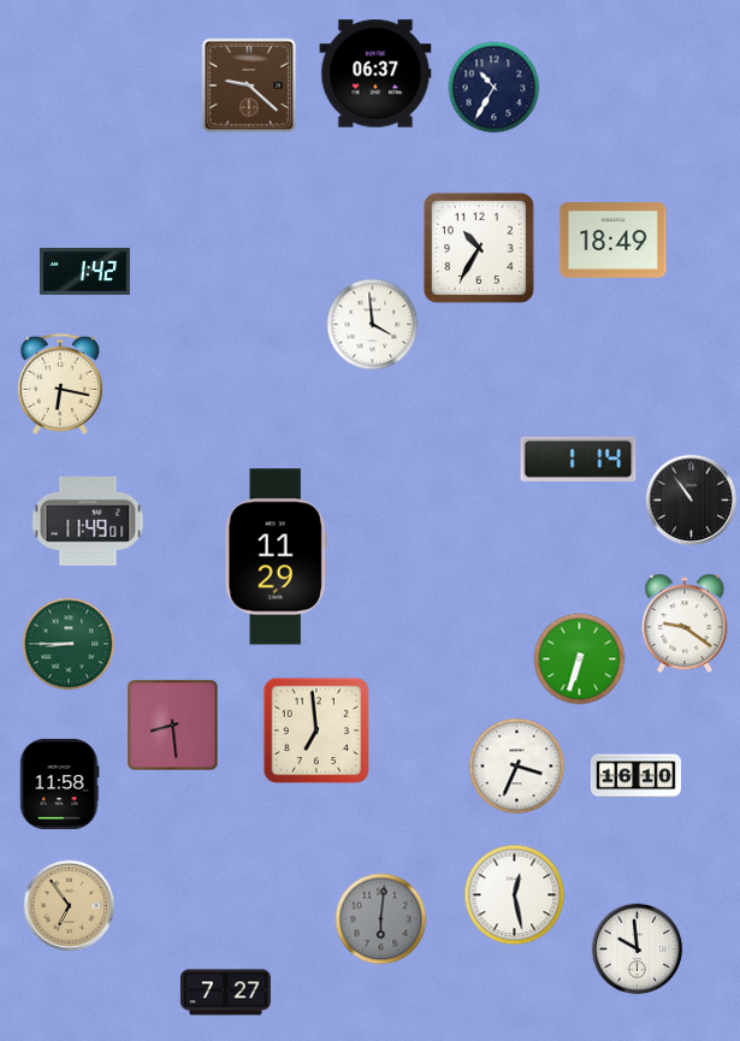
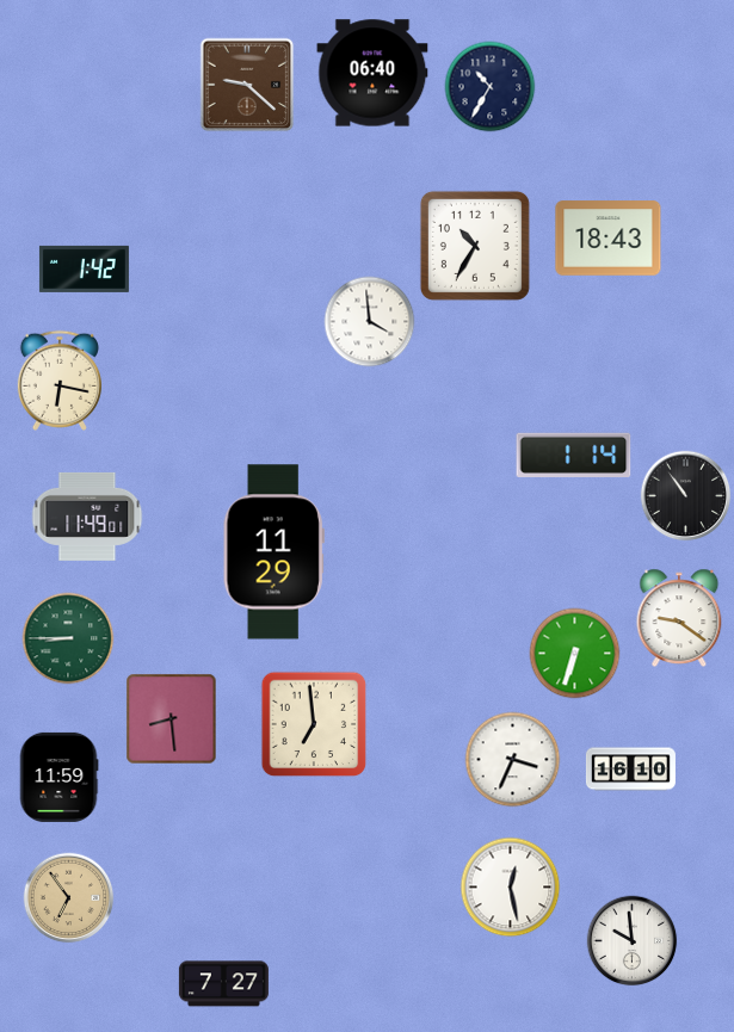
clock at (375, 73): 06:37 -> 06:40
clock at (614, 241): 18:49 -> 18:43
clock at (59, 783): 11:58 -> 11:59
clock at (381, 919): 6:01 -> none
